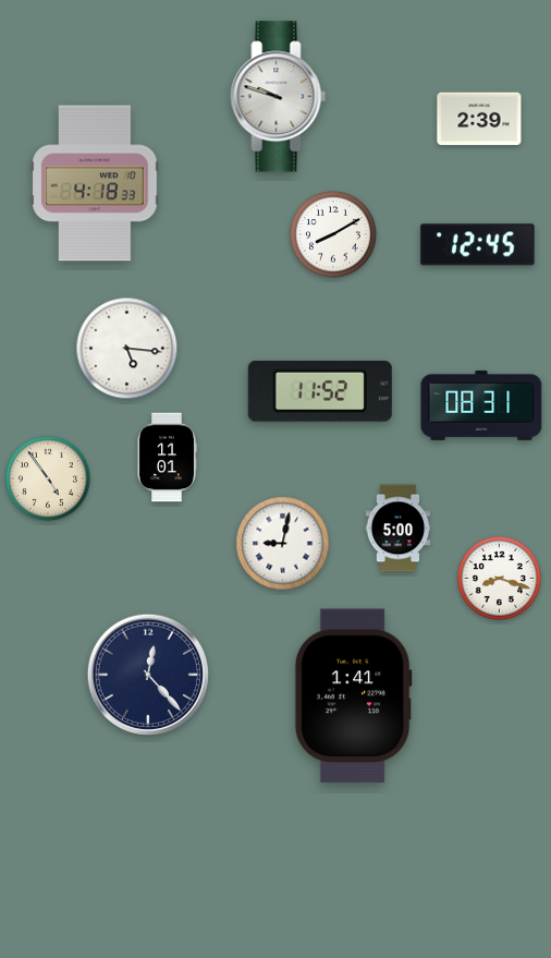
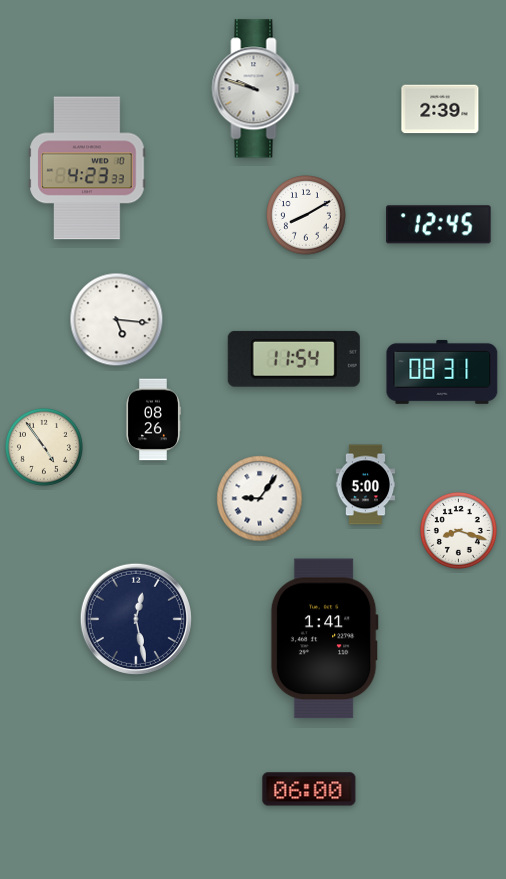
clock at (95, 183): 4:18 -> 4:23
clock at (320, 391): 11:52 -> 11:54
clock at (167, 458): 11:01 -> 08:26
clock at (48, 478) position: (48, 478) -> (44, 447)
clock at (283, 544): 9:02 -> 9:06
clock at (148, 675): 12:23 -> 12:28
clock at (309, 789): none -> 06:00
